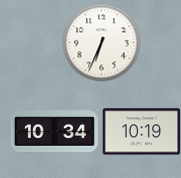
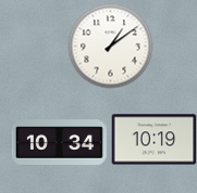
clock at (101, 42): 6:34 -> 1:09
clock at (141, 132) position: (141, 132) -> (153, 140)
